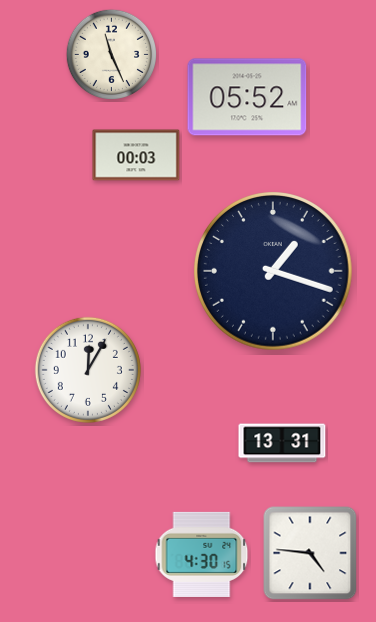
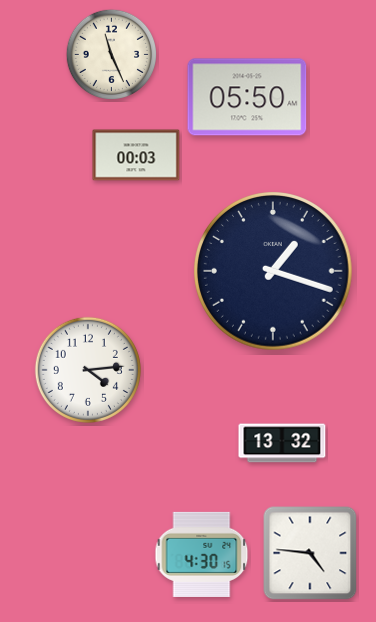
clock at (247, 97): 05:52 -> 05:50
clock at (88, 370): 12:05 -> 4:14
clock at (282, 443): 13:31 -> 13:32
